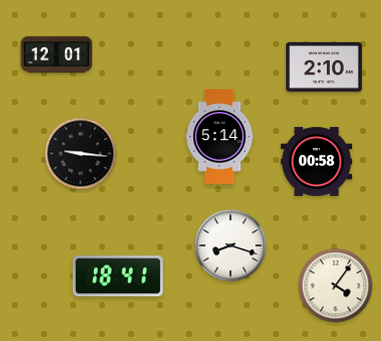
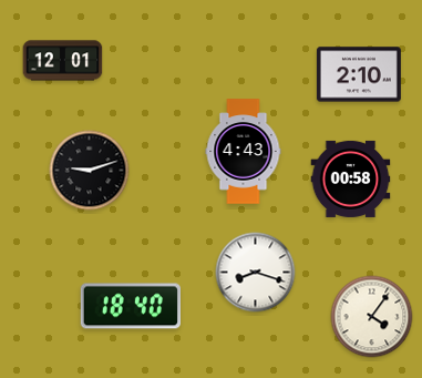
clock at (220, 137): 5:14 -> 4:43
clock at (81, 154): 9:16 -> 9:12
clock at (117, 276): 18:41 -> 18:40
